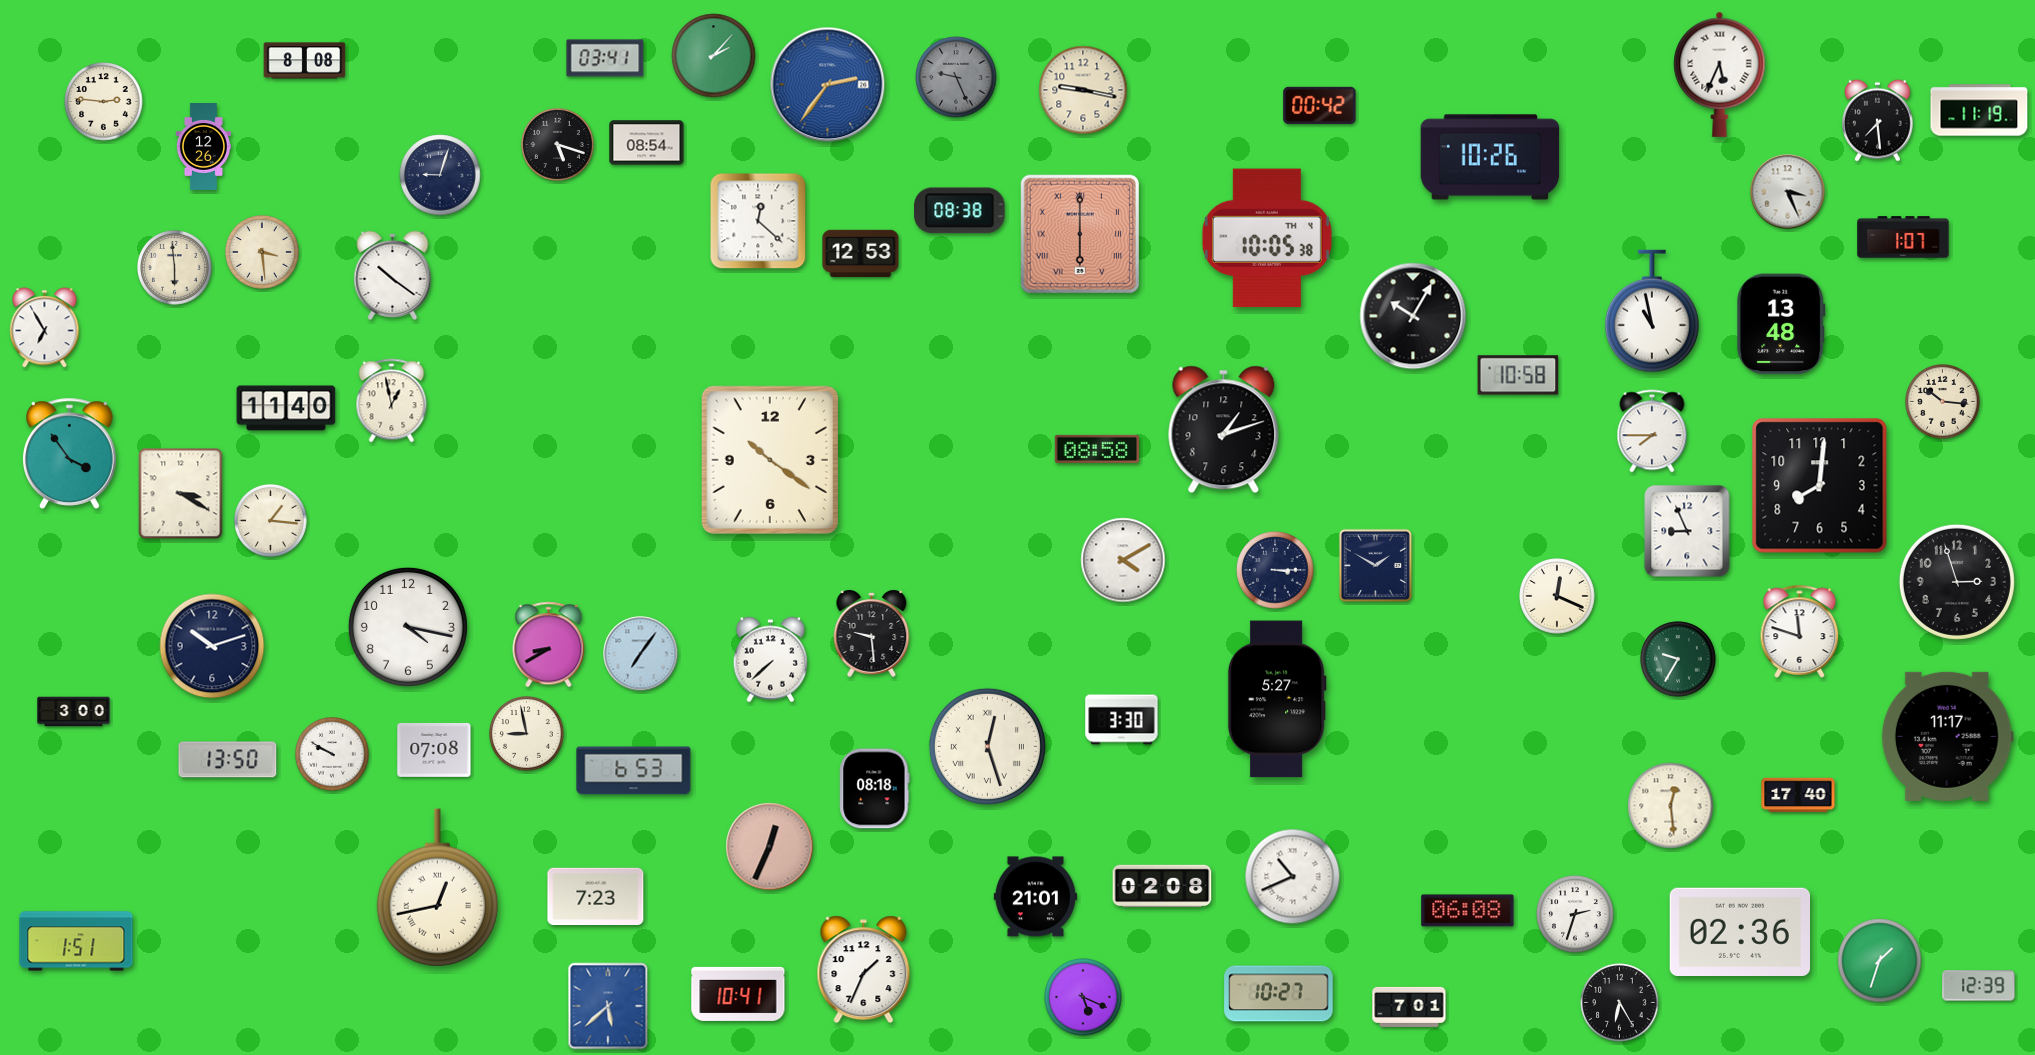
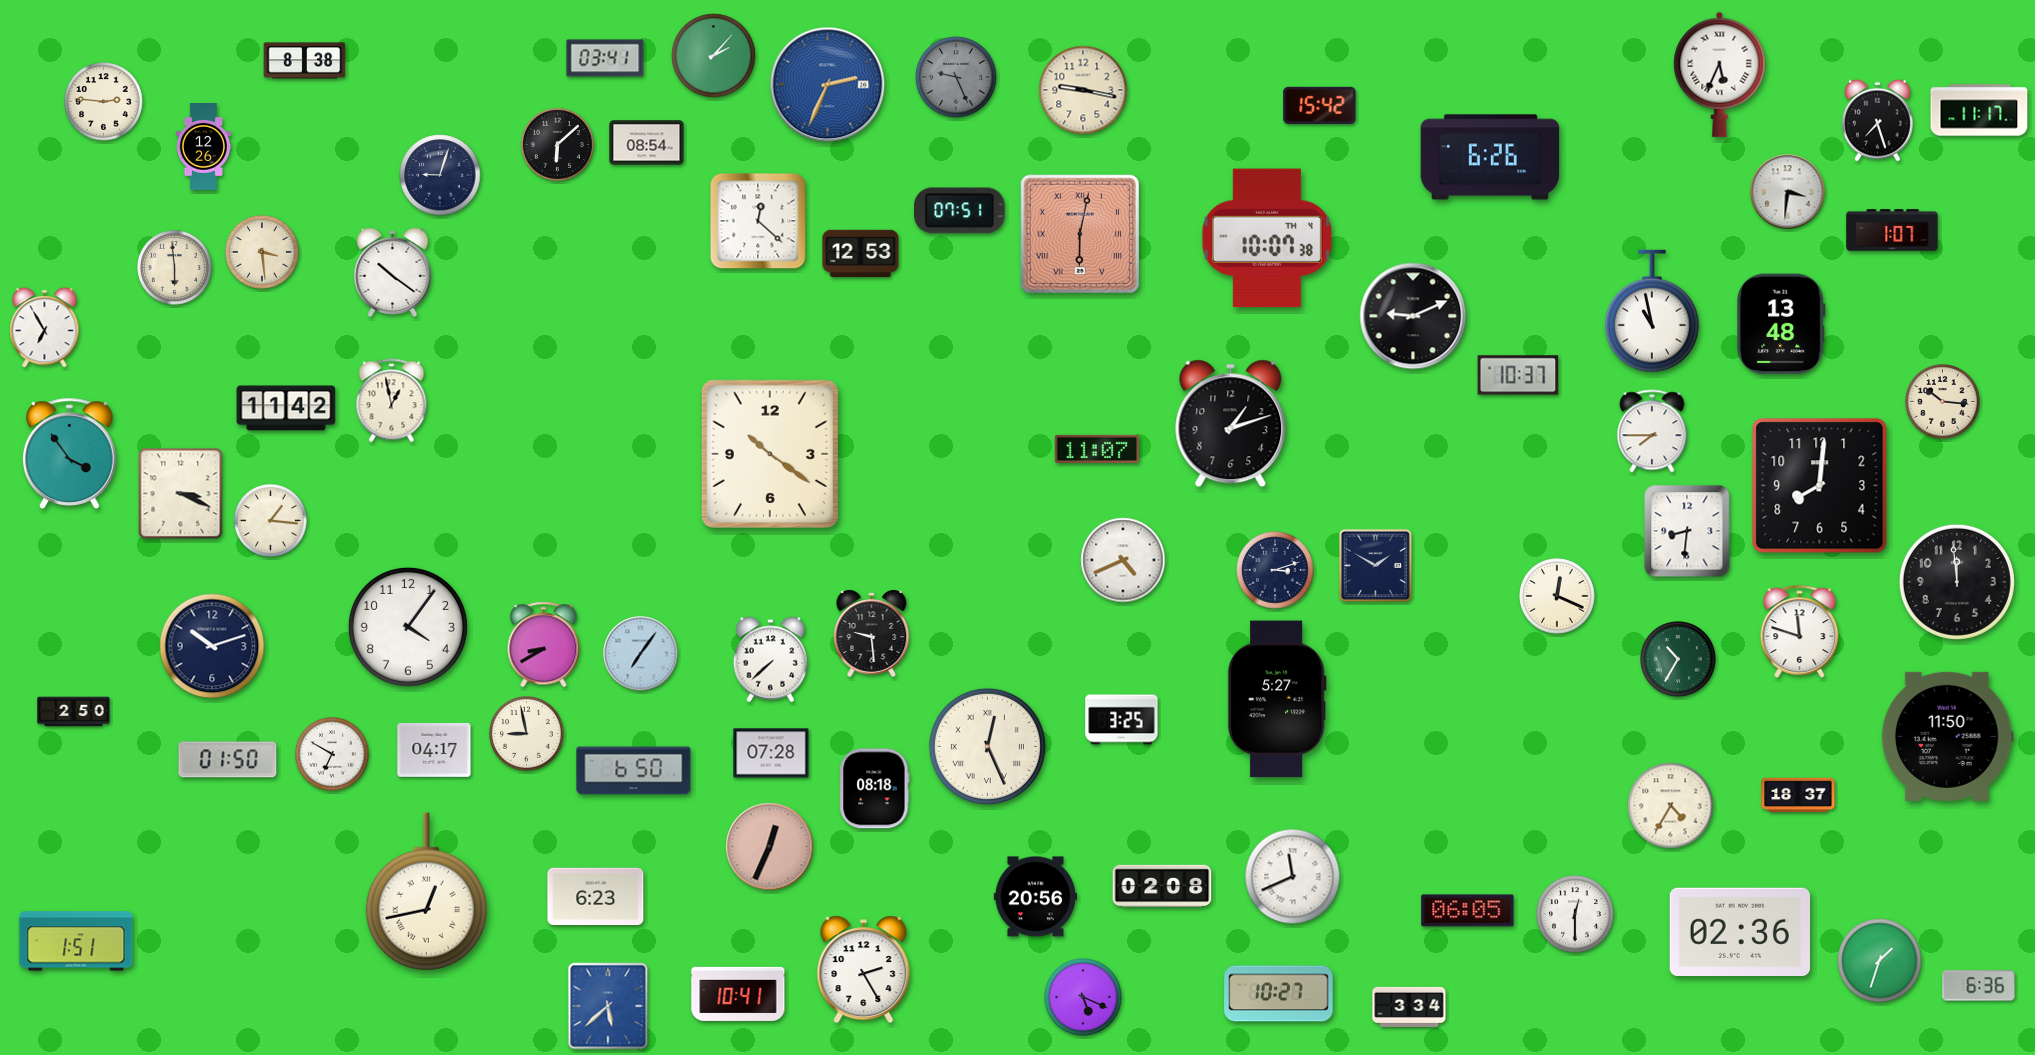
clock at (305, 61): 8:08 -> 8:38
clock at (828, 85): 2:36 -> 2:34
clock at (1320, 105): 00:42 -> 15:42
clock at (1979, 110): 11:19 -> 11:17
clock at (1878, 120): 7:29 -> 7:27
clock at (557, 144): 5:18 -> 6:08
clock at (1490, 157): 10:26 -> 6:26
clock at (1788, 192): 3:26 -> 3:31
clock at (960, 211): 08:38 -> 07:51
clock at (1080, 234): 6:00 -> 6:02
clock at (1903, 237) position: (1903, 237) -> (1892, 230)
clock at (1267, 238): 10:05 -> 10:07
clock at (393, 275) position: (393, 275) -> (393, 272)
clock at (1413, 316): 10:05 -> 9:11
clock at (1518, 375): 10:58 -> 10:37
clock at (286, 408): 11:40 -> 11:42
clock at (1224, 430) position: (1224, 430) -> (1231, 424)
clock at (1097, 449): 08:58 -> 11:07
clock at (770, 459) position: (770, 459) -> (770, 453)
clock at (181, 494): 3:20 -> 3:19
clock at (1687, 531): 8:56 -> 8:31
clock at (1123, 560): 4:10 -> 4:41
clock at (1275, 570): 3:15 -> 3:12
clock at (1957, 582): 2:57 -> 11:59
clock at (408, 627): 4:17 -> 4:06
clock at (549, 645) position: (549, 645) -> (544, 645)
clock at (1678, 659): 9:35 -> 10:35
clock at (74, 712): 3:00 -> 2:50
clock at (1122, 720): 3:30 -> 3:25
clock at (1947, 736): 11:17 -> 11:50
clock at (987, 746): 12:27 -> 12:26
clock at (434, 750): 07:08 -> 04:17
clock at (771, 753): none -> 07:28
clock at (333, 755): 9:50 -> 6:50
clock at (228, 760): 13:50 -> 01:50
clock at (634, 771): 6:53 -> 6:50
clock at (1798, 795): 17:40 -> 18:37
clock at (1671, 806): 12:29 -> 4:35
clock at (1293, 877): 10:41 -> 11:41
clock at (437, 888) position: (437, 888) -> (426, 892)
clock at (596, 896): 7:23 -> 6:23
clock at (1036, 897): 21:01 -> 20:56
clock at (1468, 911): 06:08 -> 06:05
clock at (1575, 914): 2:33 -> 12:30
clock at (864, 970): 1:34 -> 2:25
clock at (1979, 986): 12:39 -> 6:36
clock at (1620, 1003): 6:25 -> none
clock at (1409, 1007): 7:01 -> 3:34
